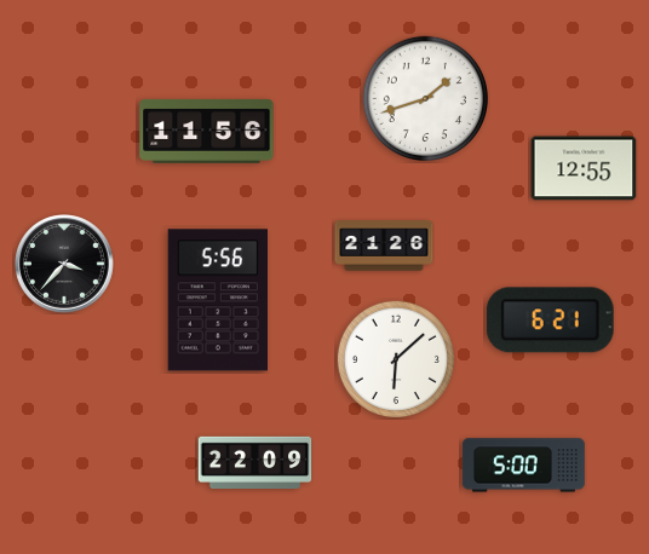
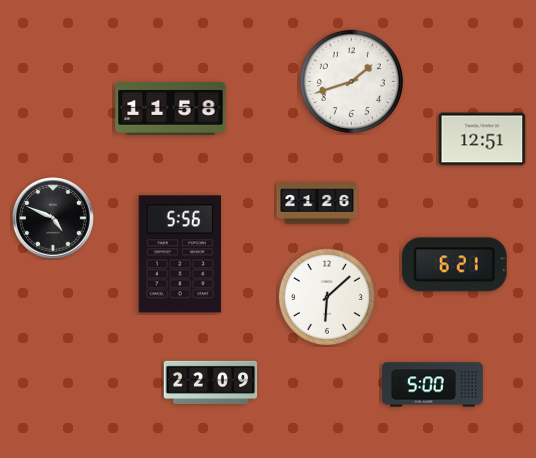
clock at (207, 131): 11:56 -> 11:58
clock at (584, 168): 12:55 -> 12:51
clock at (64, 264): 3:37 -> 4:49
clock at (217, 300) position: (217, 300) -> (179, 254)
